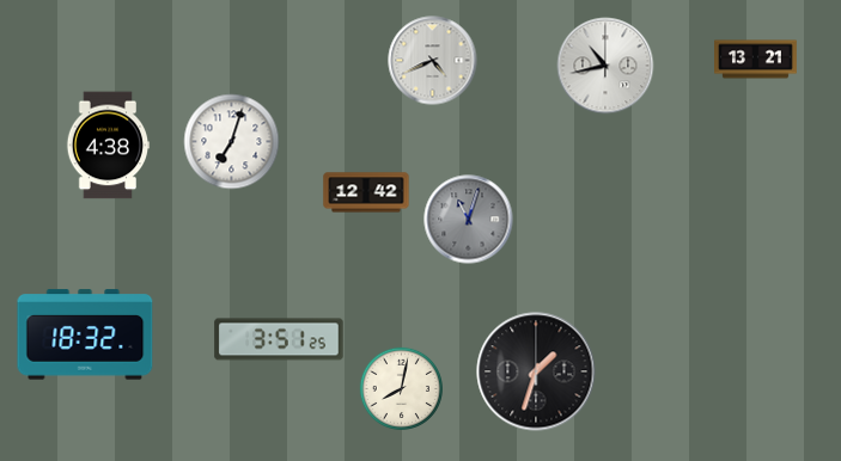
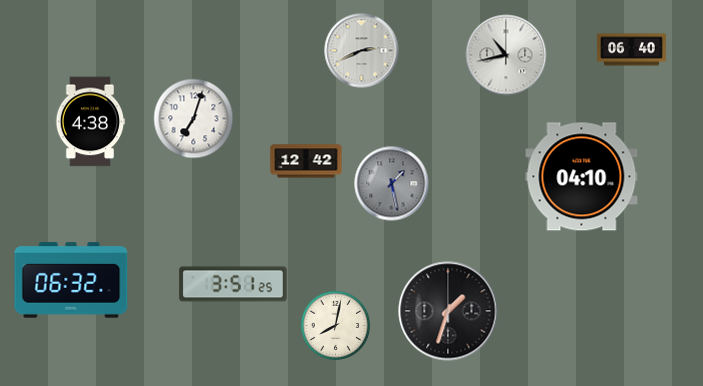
clock at (756, 60): 13:21 -> 06:40
clock at (433, 61): 4:41 -> 2:41
clock at (582, 177): none -> 04:10
clock at (469, 220): 11:03 -> 1:28
clock at (85, 334): 18:32 -> 06:32
